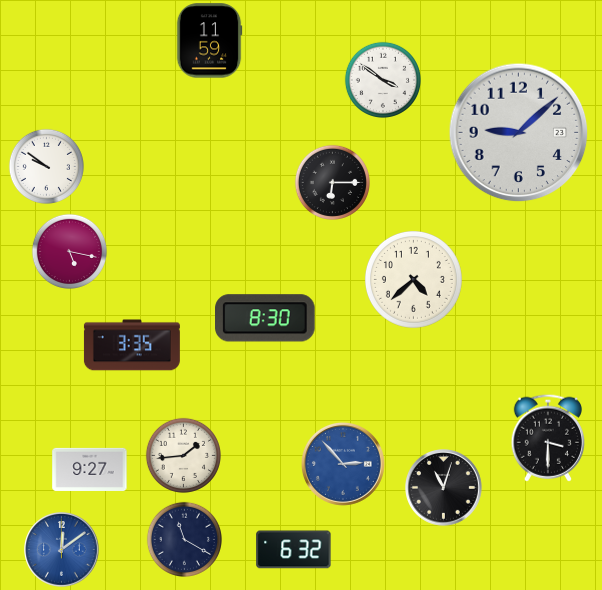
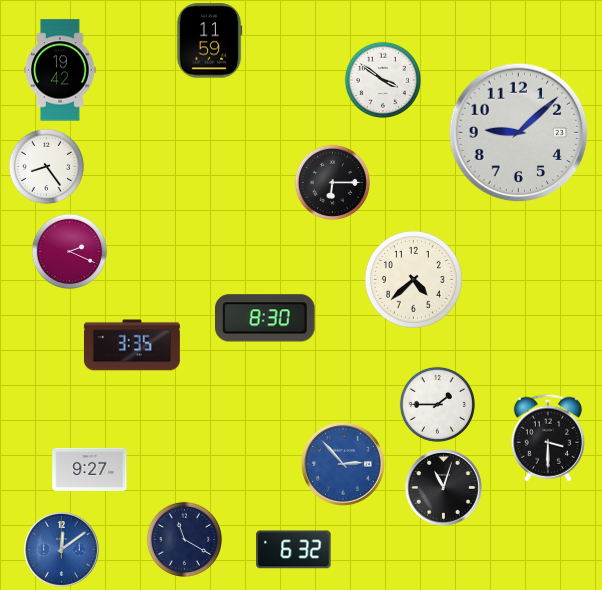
clock at (60, 70): none -> 19:42
clock at (46, 166): 9:51 -> 8:24
clock at (69, 251): 5:17 -> 2:19
clock at (437, 404): none -> 1:45
clock at (183, 455): 1:44 -> none
